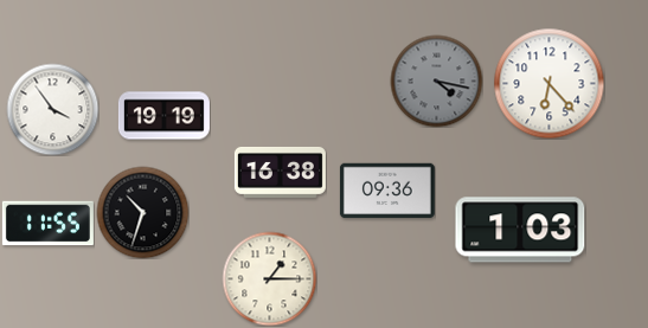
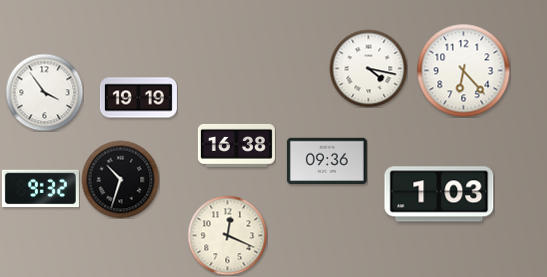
clock at (436, 81) dial: grey -> white
clock at (47, 224): 11:55 -> 9:32
clock at (269, 278): 1:15 -> 12:19
